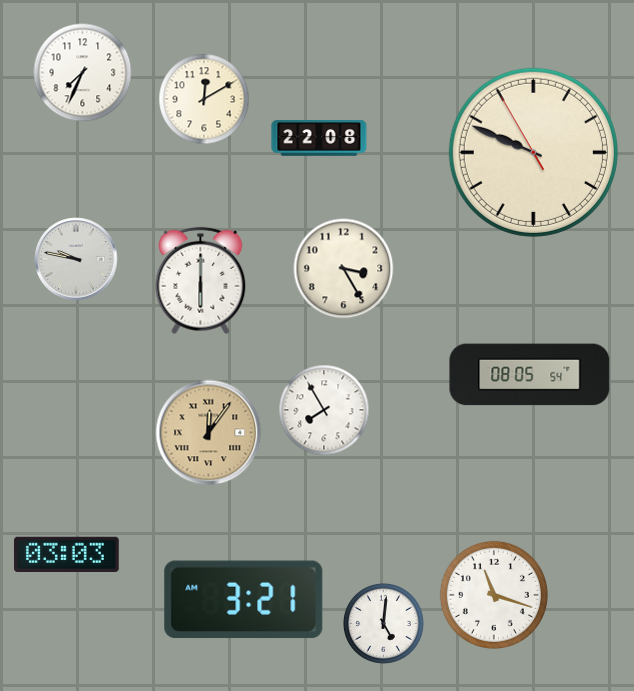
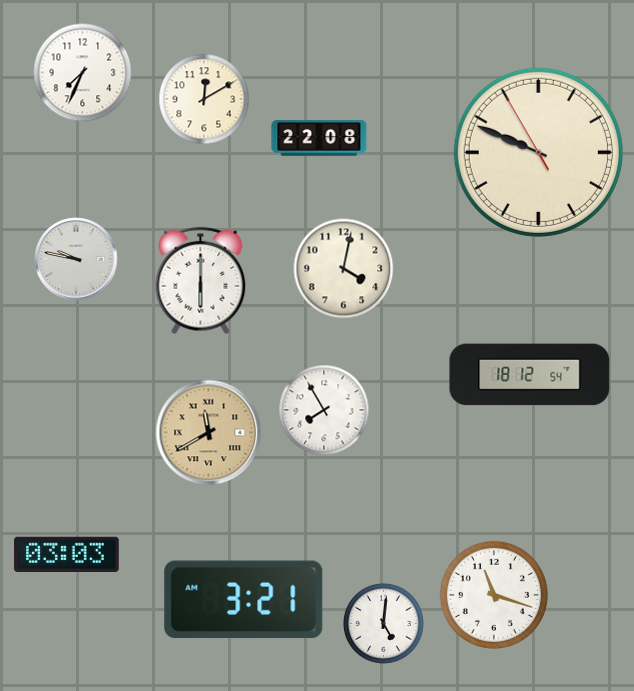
clock at (533, 152) position: (533, 152) -> (538, 152)
clock at (344, 269): 3:25 -> 4:02
clock at (530, 375): 08:05 -> 18:12
clock at (209, 433): 12:06 -> 11:40
